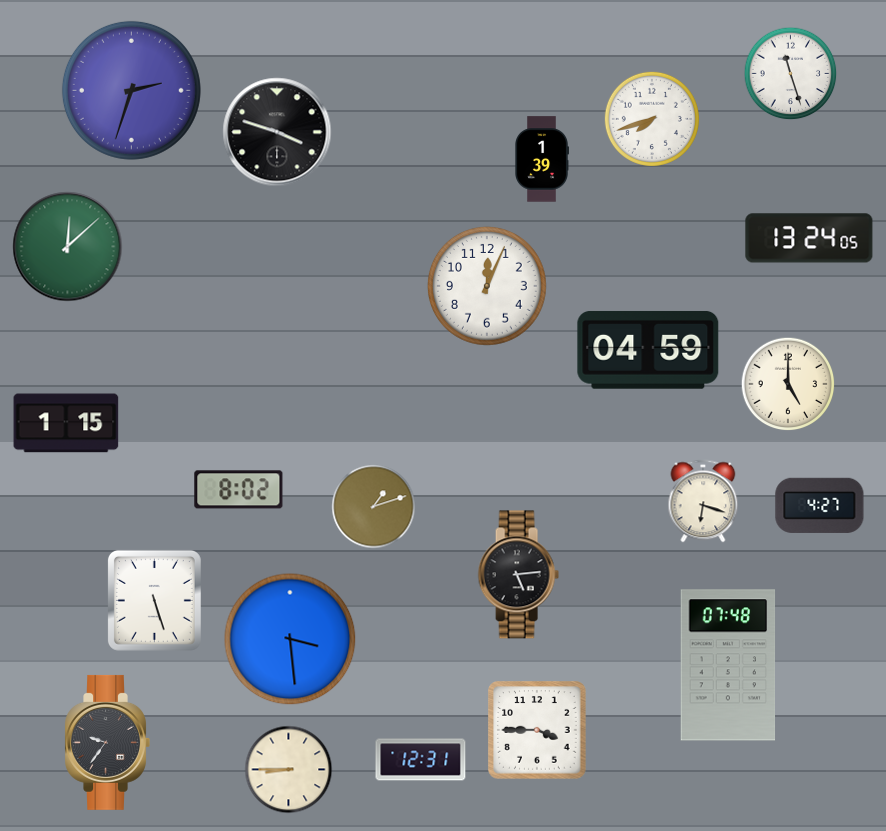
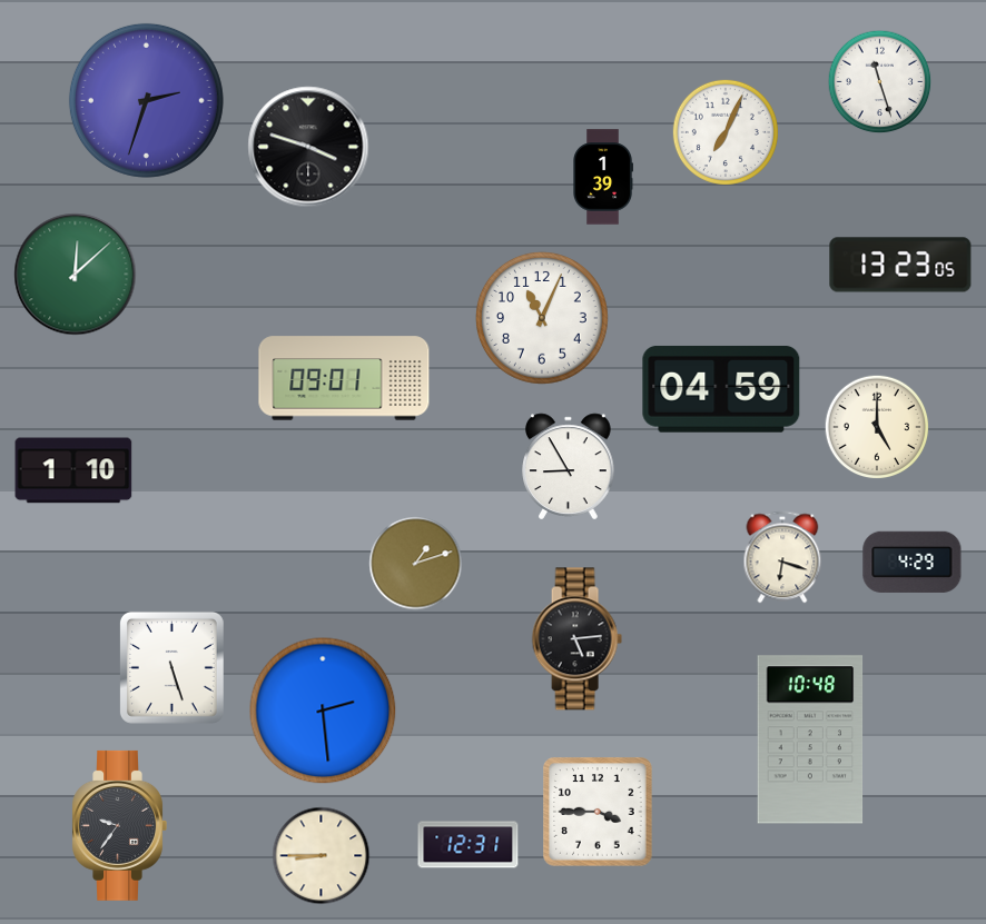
clock at (652, 119): 7:42 -> 7:04
clock at (809, 238): 13:24 -> 13:23
clock at (487, 286): 12:04 -> 11:04
clock at (344, 378): none -> 09:01
clock at (569, 467): none -> 8:55
clock at (66, 423): 1:15 -> 1:10
clock at (239, 490): 8:02 -> none
clock at (820, 505): 4:27 -> 4:29
clock at (290, 639): 3:29 -> 2:29
clock at (728, 665): 07:48 -> 10:48
